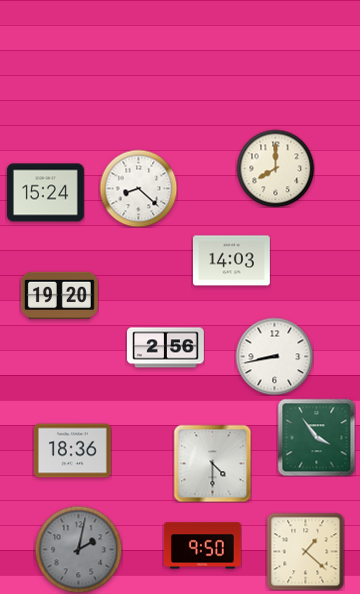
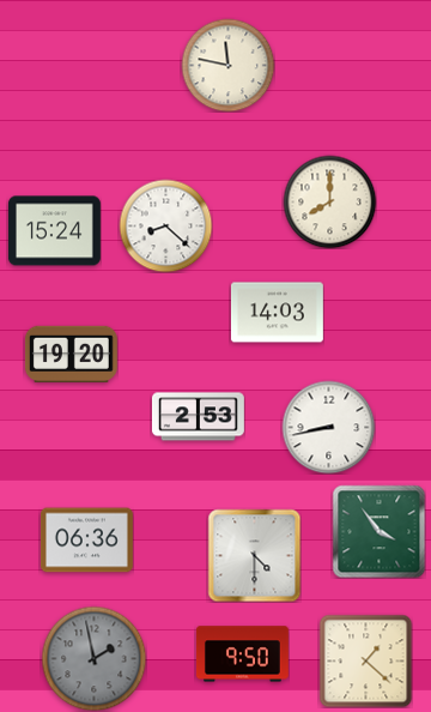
clock at (227, 65): none -> 11:47
clock at (165, 348): 2:56 -> 2:53
clock at (316, 437) position: (316, 437) -> (378, 531)
clock at (72, 451): 18:36 -> 06:36
clock at (78, 549): 2:02 -> 1:58
